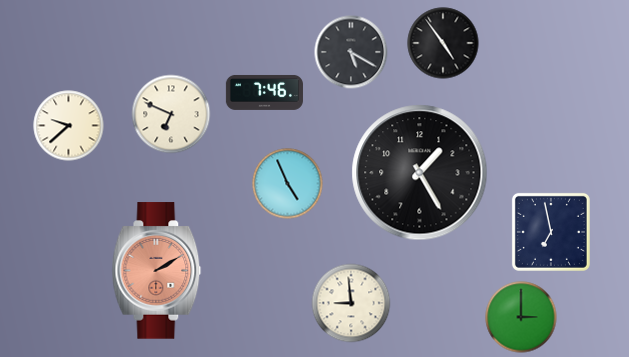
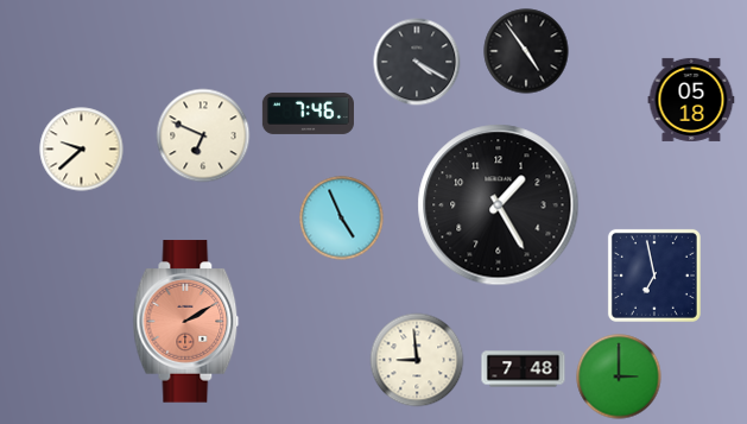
clock at (351, 52): 5:20 -> 4:20
clock at (691, 100): none -> 05:18
clock at (264, 92) position: (264, 92) -> (308, 113)
clock at (524, 369): none -> 7:48
